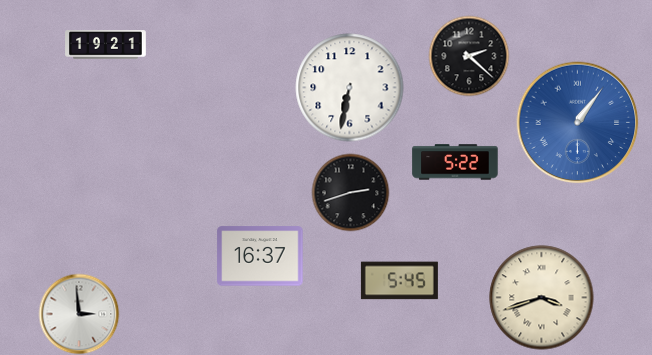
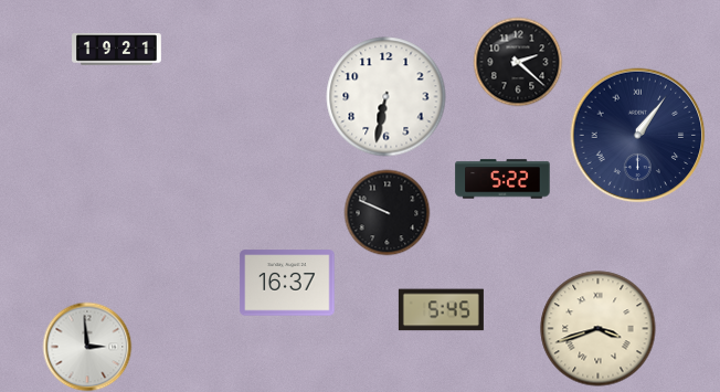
clock at (578, 123) dial: blue -> navy
clock at (350, 192): 2:42 -> 9:49
